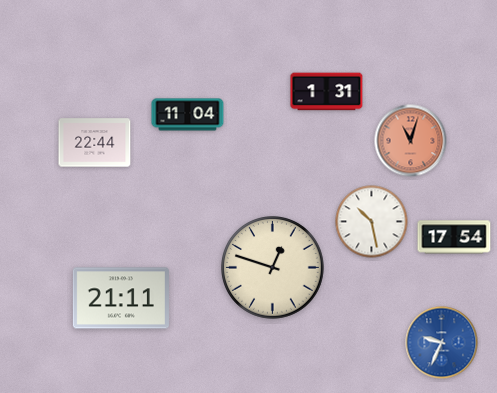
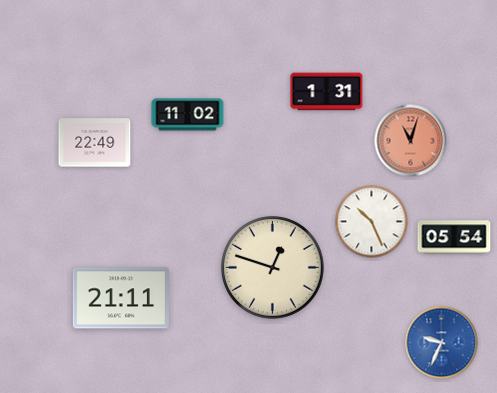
clock at (188, 115): 11:04 -> 11:02
clock at (95, 143): 22:44 -> 22:49
clock at (372, 222): 10:28 -> 10:26
clock at (454, 237): 17:54 -> 05:54
